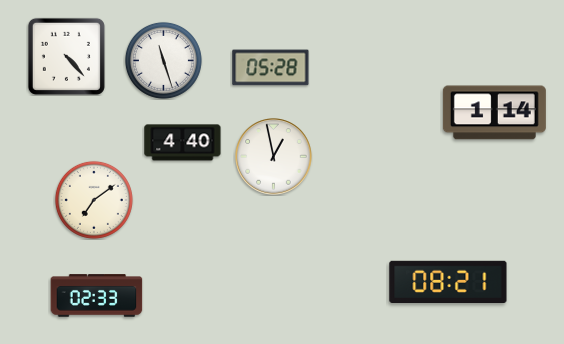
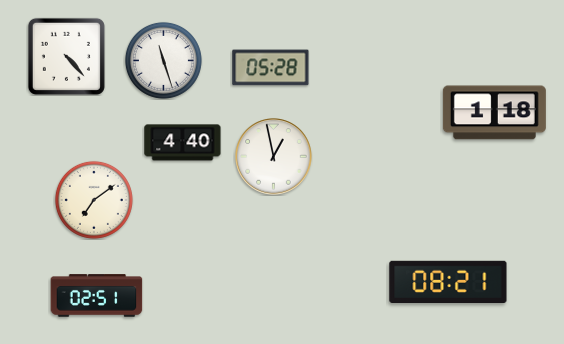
clock at (494, 113): 1:14 -> 1:18
clock at (97, 296): 02:33 -> 02:51
